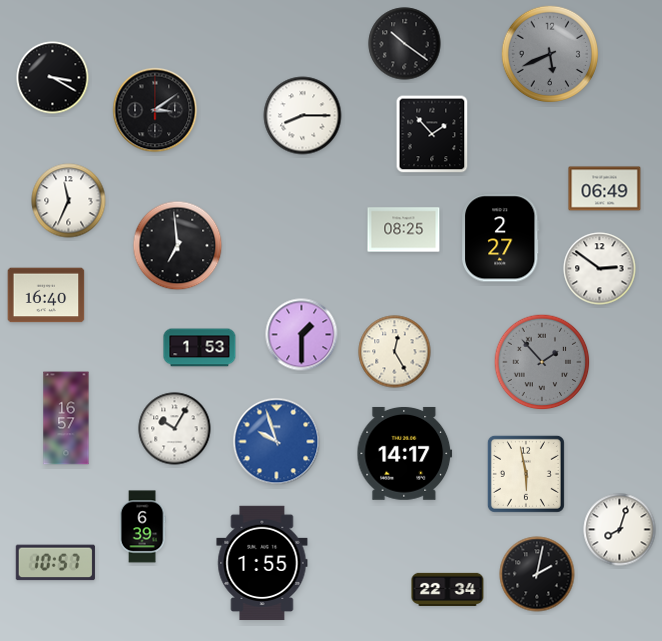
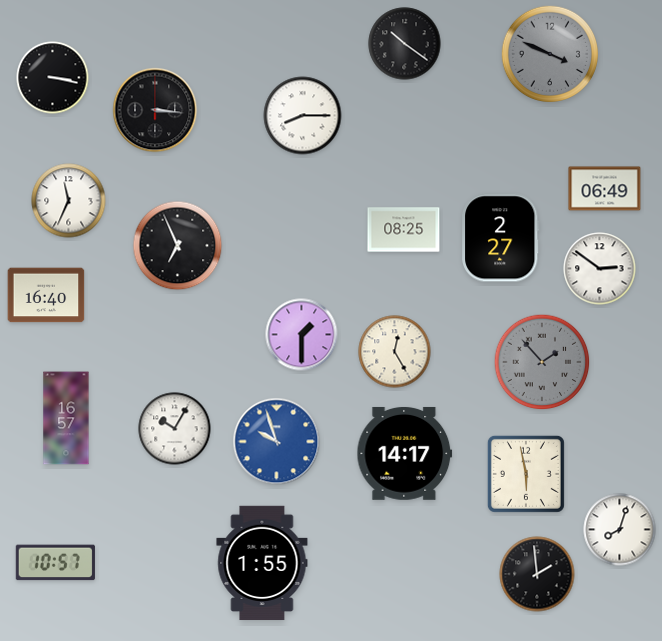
clock at (550, 54): 5:41 -> 3:49
clock at (53, 78): 3:20 -> 3:17
clock at (155, 110): 3:09 -> 3:16
clock at (432, 134): 1:53 -> none
clock at (178, 246): 6:59 -> 6:56
clock at (200, 348): 1:53 -> none
clock at (142, 527): 6:39 -> none
clock at (537, 574): 2:02 -> 1:59
clock at (448, 589): 22:34 -> none
